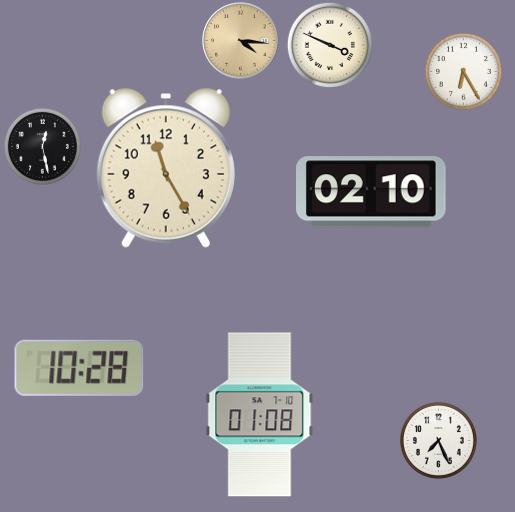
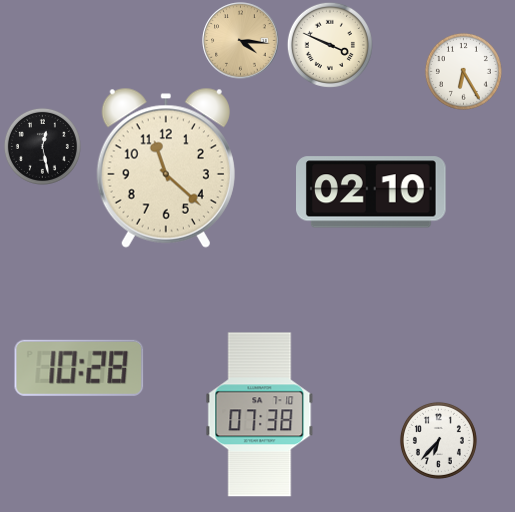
clock at (166, 168): 11:25 -> 11:22
clock at (260, 415): 01:08 -> 07:38
clock at (438, 440): 7:26 -> 6:37
